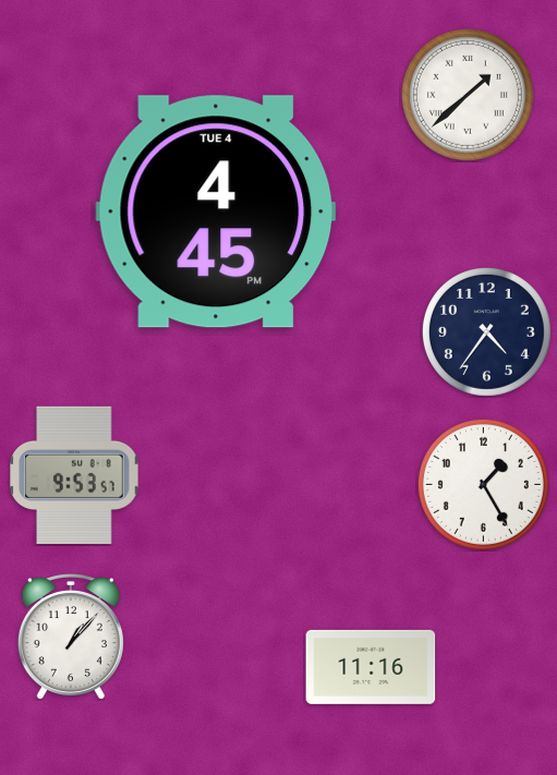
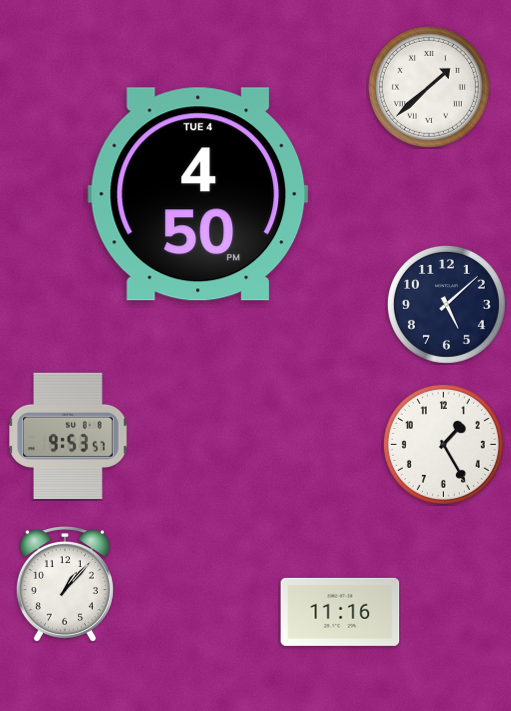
clock at (216, 211): 4:45 -> 4:50
clock at (486, 331): 4:36 -> 5:08
